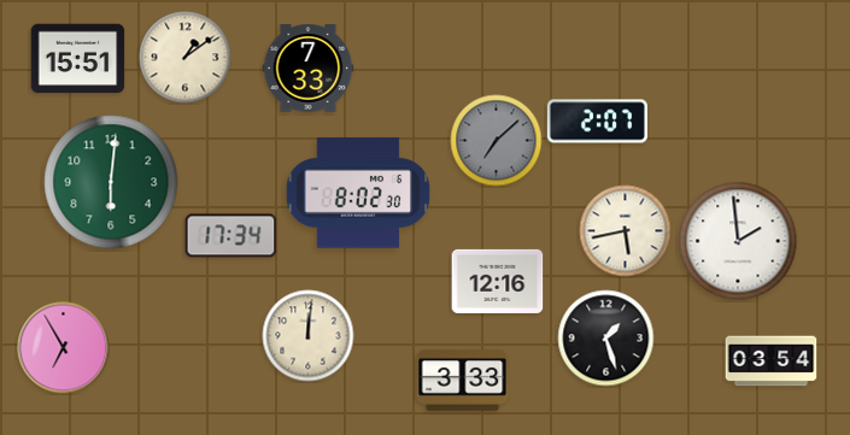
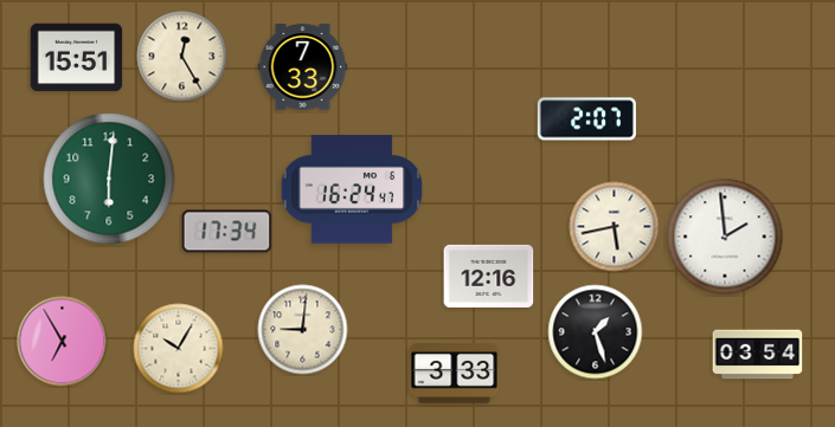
clock at (186, 58): 1:09 -> 12:25
clock at (497, 141): 7:08 -> none
clock at (357, 193): 8:02 -> 16:24
clock at (309, 336): 12:01 -> 9:01
clock at (179, 349): none -> 10:05
